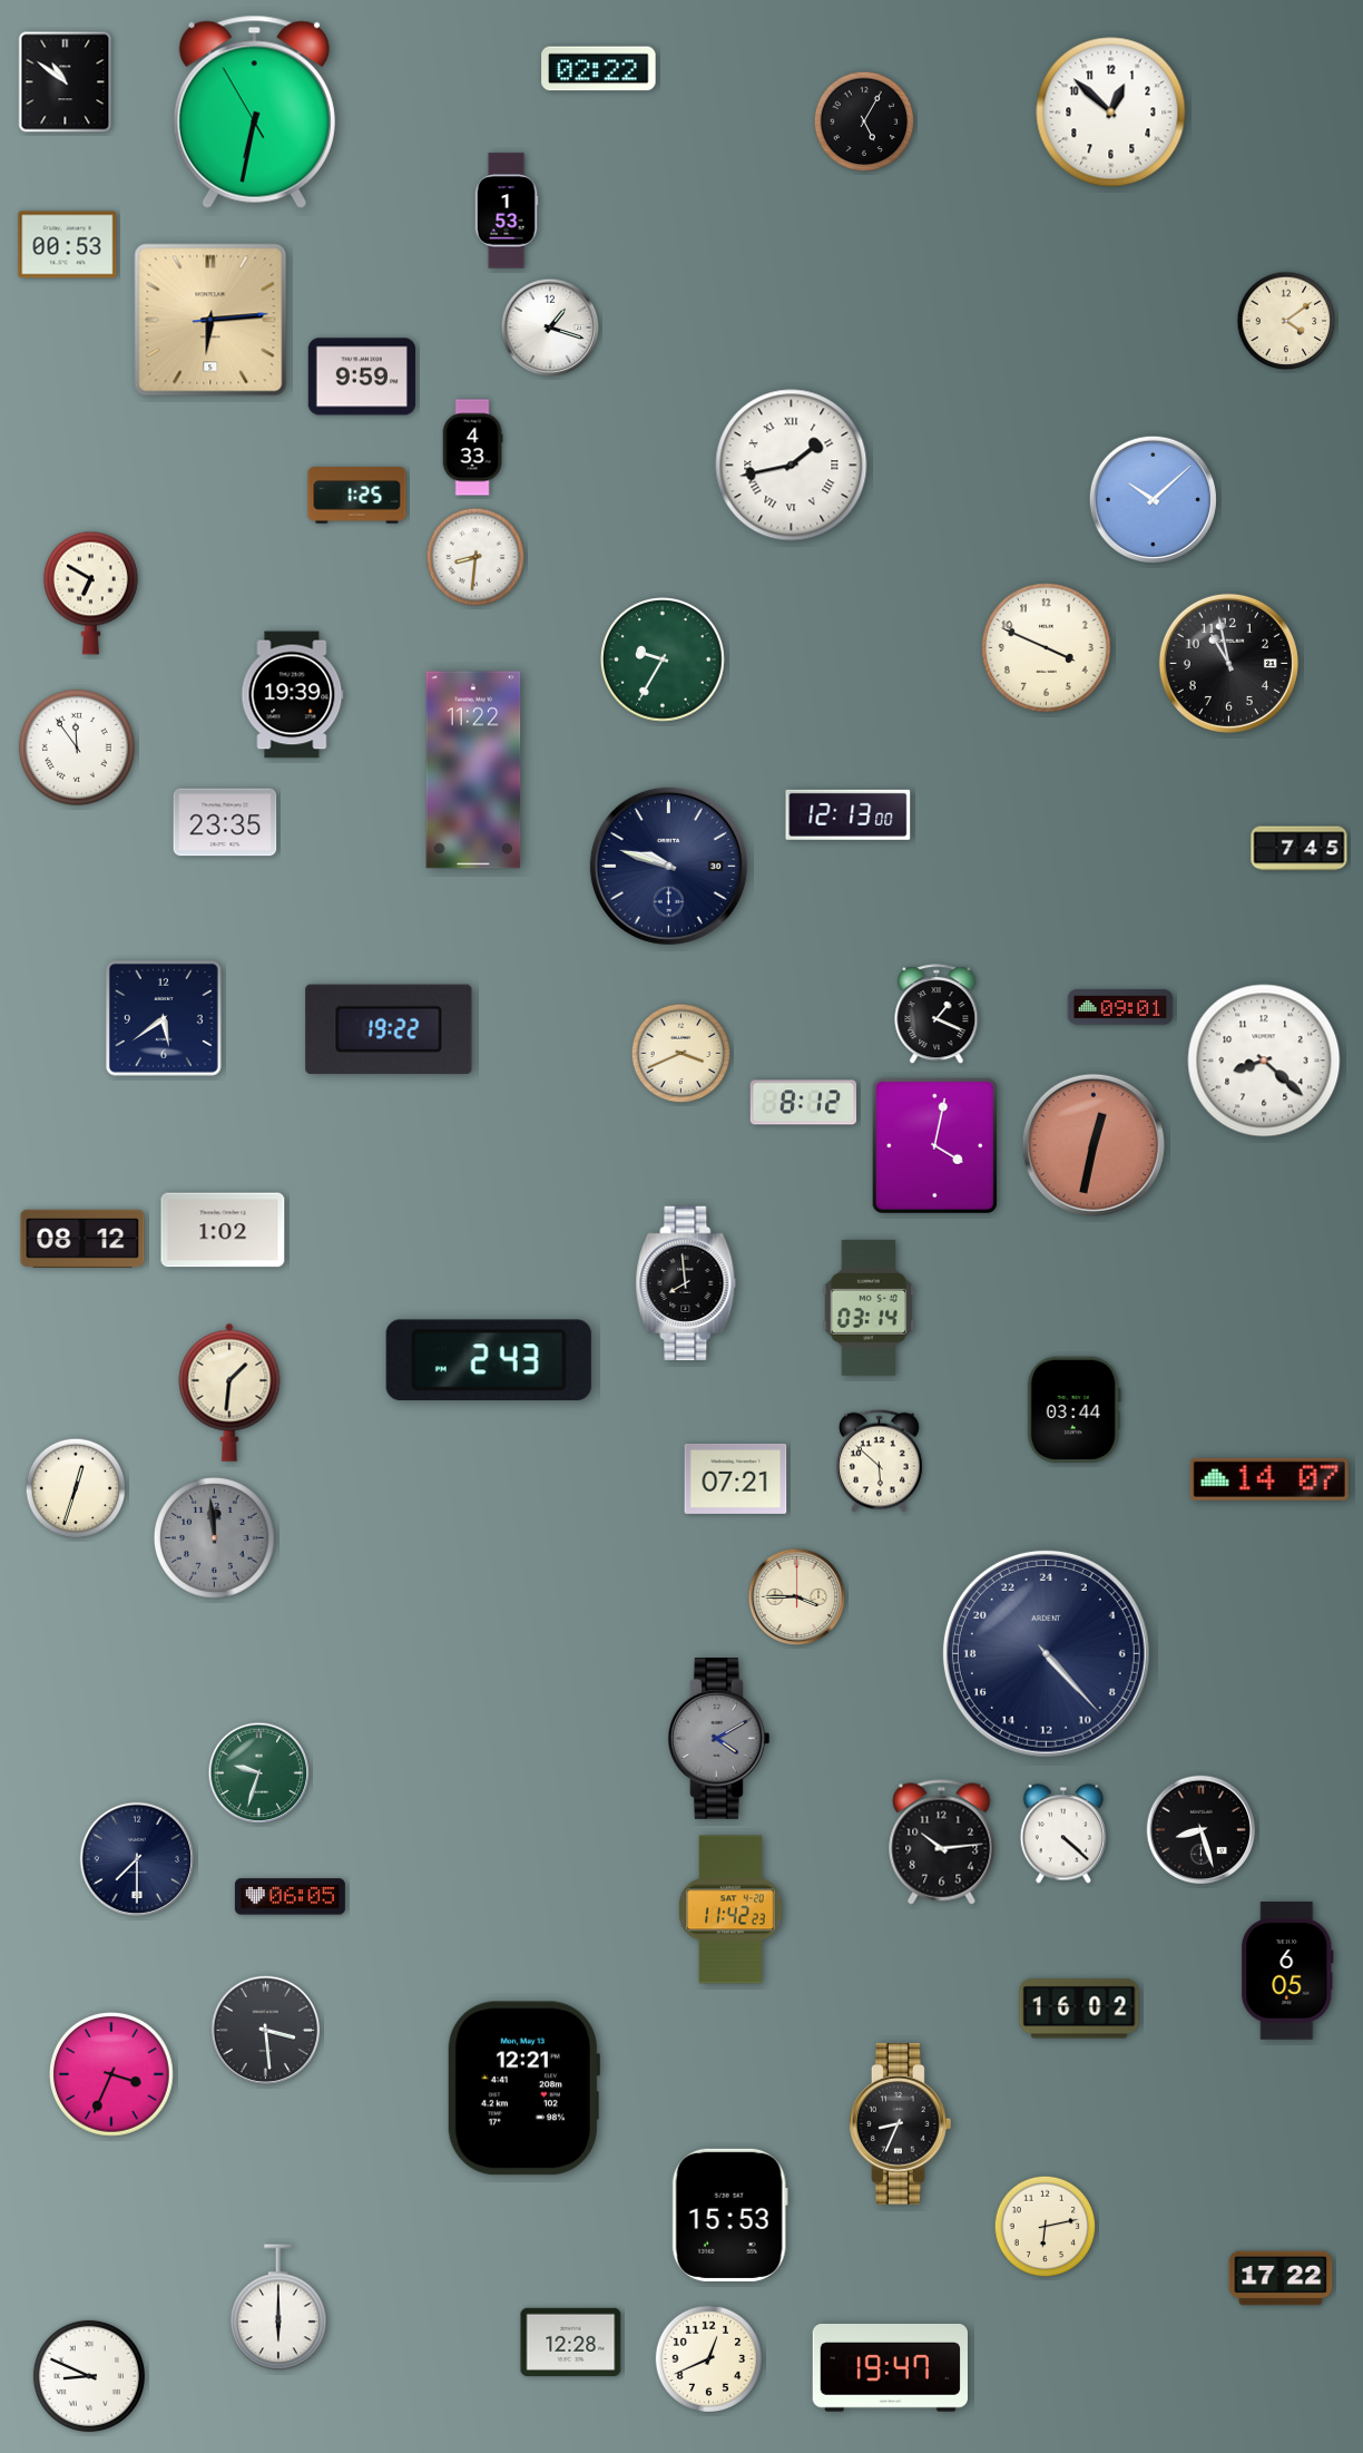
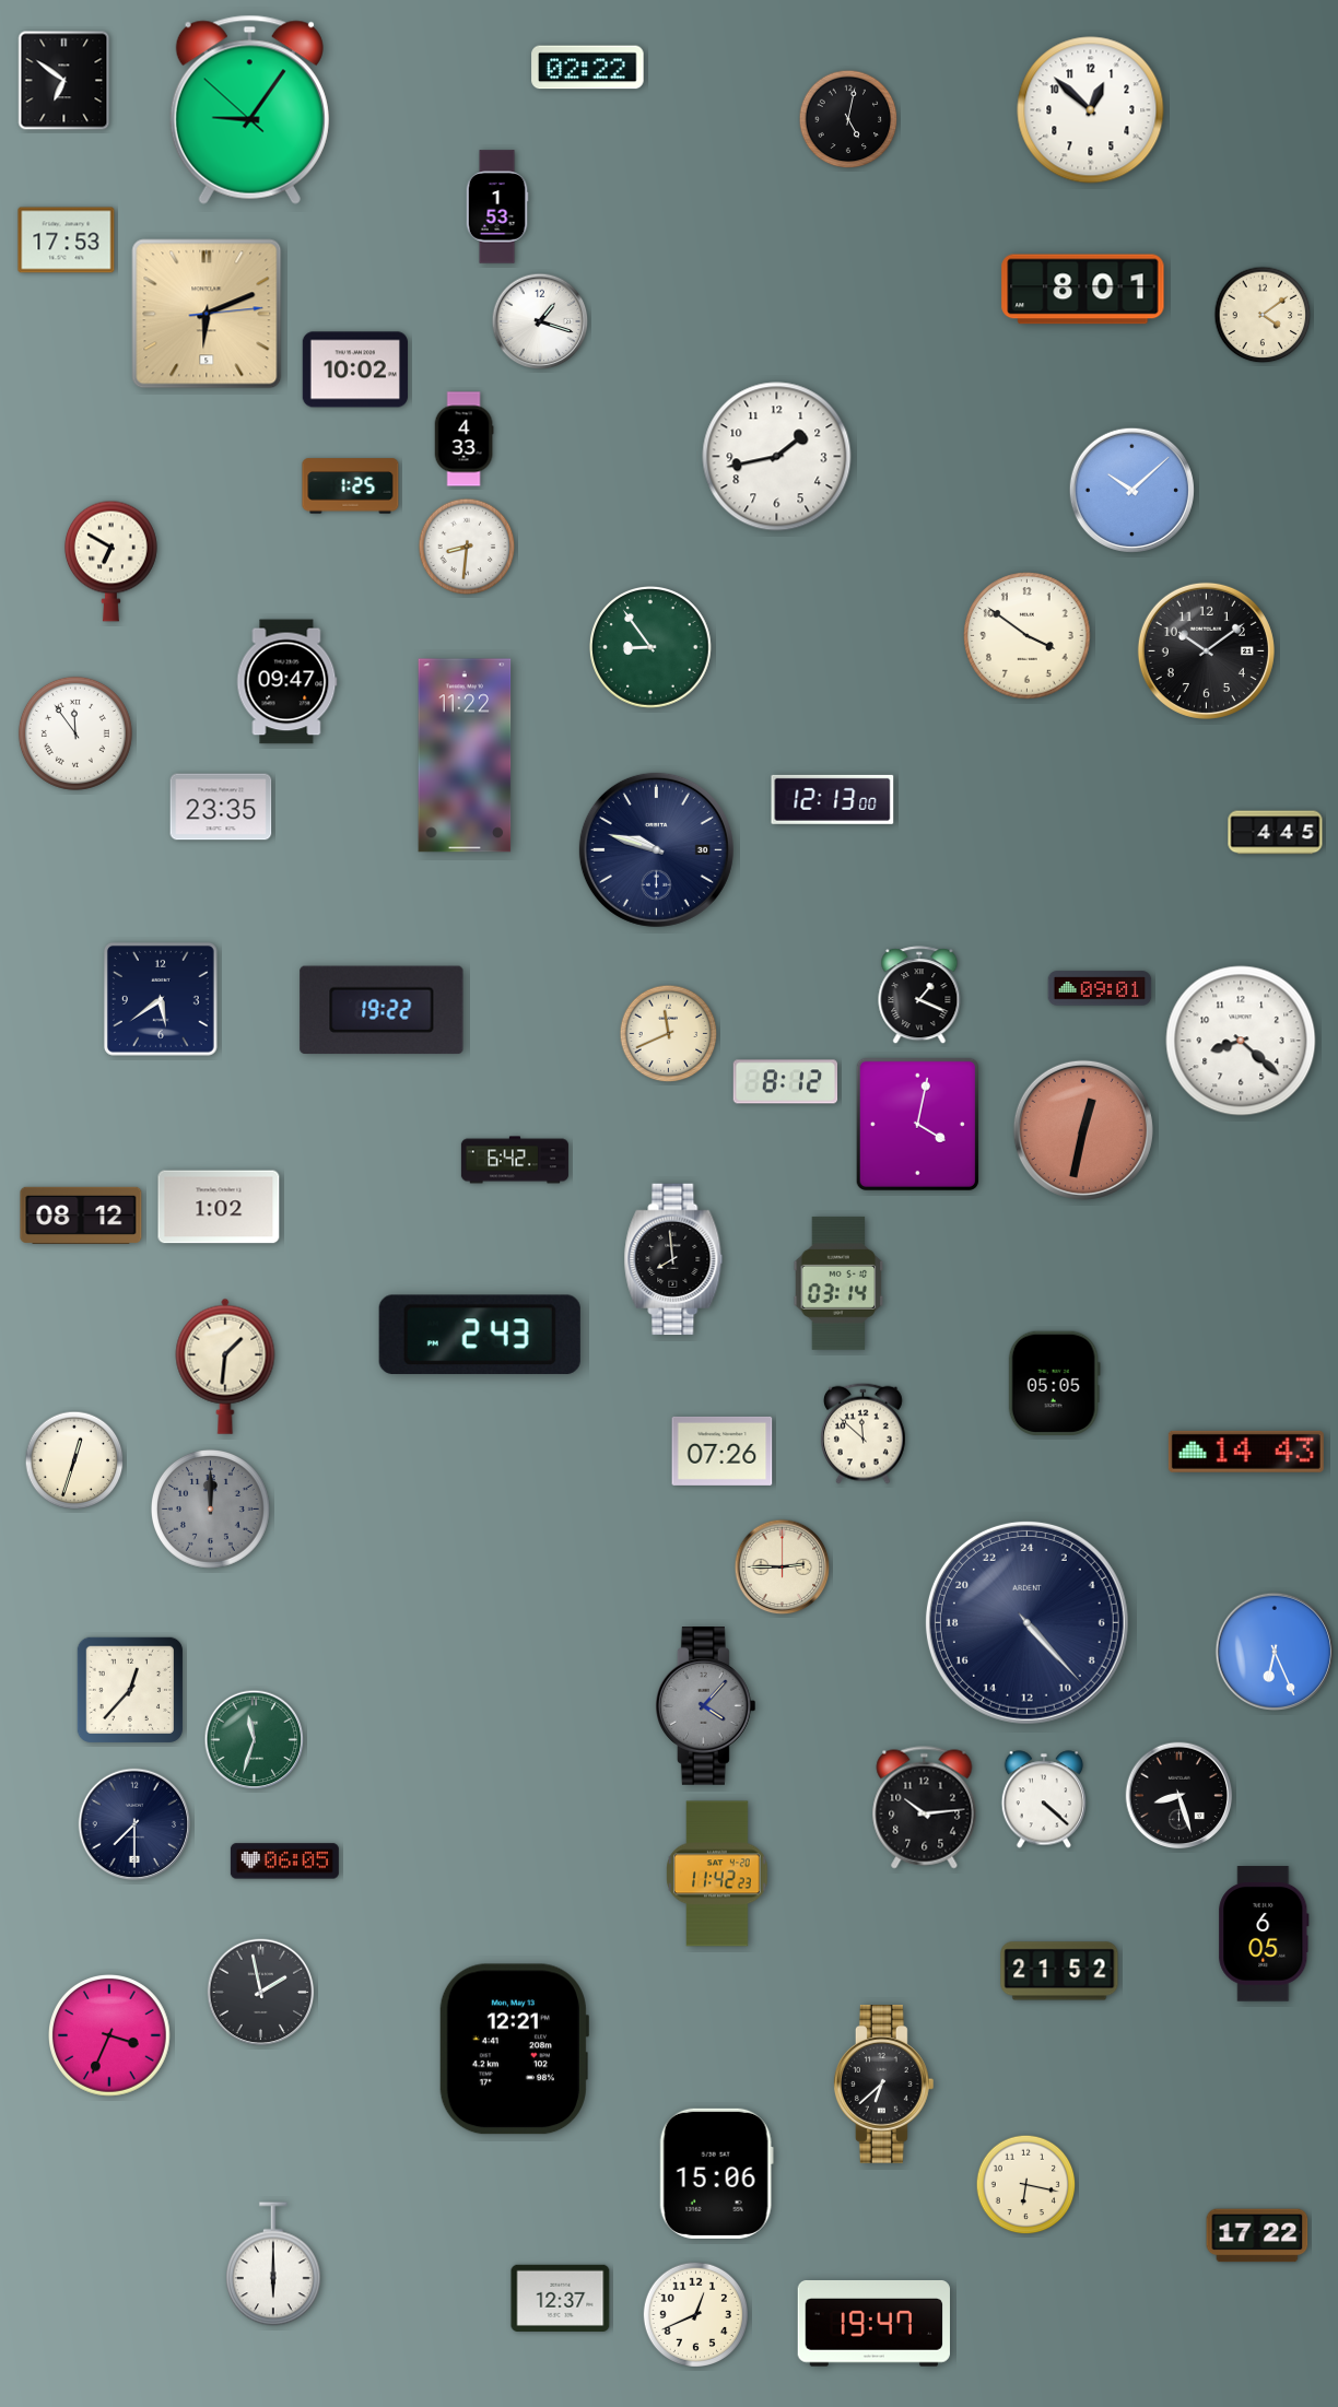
clock at (66, 82): 10:51 -> 6:51
clock at (254, 111): 6:31 -> 9:05
clock at (864, 121): 5:05 -> 5:02
clock at (68, 245): 00:53 -> 17:53
clock at (1083, 290): none -> 8:01
clock at (210, 320): 6:14 -> 6:11
clock at (362, 377): 9:59 -> 10:02
clock at (792, 466) numerals: Roman -> Arabic
clock at (90, 593) position: (90, 593) -> (110, 561)
clock at (1047, 648): 3:49 -> 3:51
clock at (664, 661): 9:35 -> 8:54
clock at (1228, 663): 10:58 -> 10:09
clock at (293, 695): 19:39 -> 09:47
clock at (1300, 849): 7:45 -> 4:45
clock at (681, 1054): 3:41 -> 11:41
clock at (804, 1103) position: (804, 1103) -> (786, 1082)
clock at (1094, 1145) position: (1094, 1145) -> (1083, 1130)
clock at (515, 1160): none -> 6:42
clock at (869, 1308) position: (869, 1308) -> (838, 1283)
clock at (1073, 1409): 03:44 -> 05:05
clock at (880, 1460): 5:52 -> 11:52
clock at (736, 1478): 07:21 -> 07:26
clock at (1269, 1479): 14:07 -> 14:43
clock at (214, 1537): 11:59 -> 12:00
clock at (797, 1597): 3:45 -> 2:45
clock at (1274, 1651): none -> 6:26
clock at (130, 1690): none -> 12:37
clock at (718, 1739): 4:10 -> 4:07
clock at (259, 1773): 9:33 -> 11:33
clock at (1079, 2009): 16:02 -> 21:52
clock at (266, 2031): 3:29 -> 1:58
clock at (900, 2124): 8:34 -> 6:38
clock at (729, 2215): 15:53 -> 15:06
clock at (1046, 2227): 6:13 -> 6:17
clock at (571, 2342): 12:28 -> 12:37
clock at (89, 2376): 8:49 -> none
